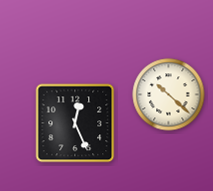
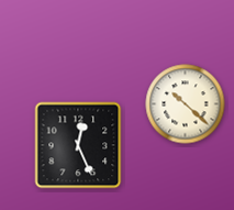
clock at (75, 123) position: (75, 123) -> (78, 145)
